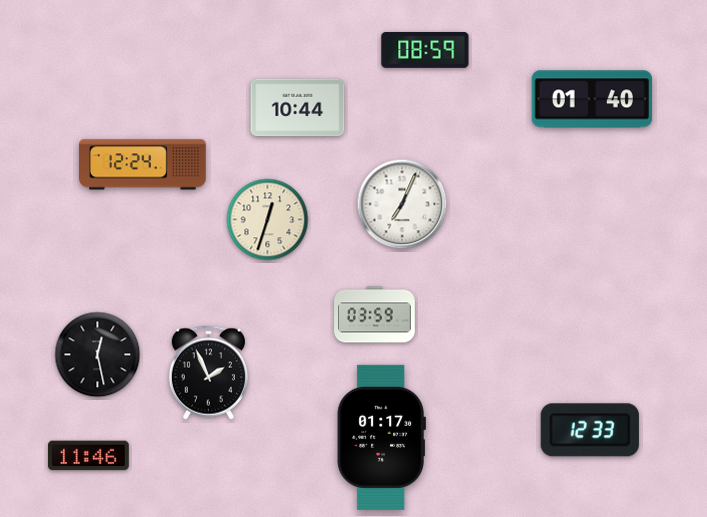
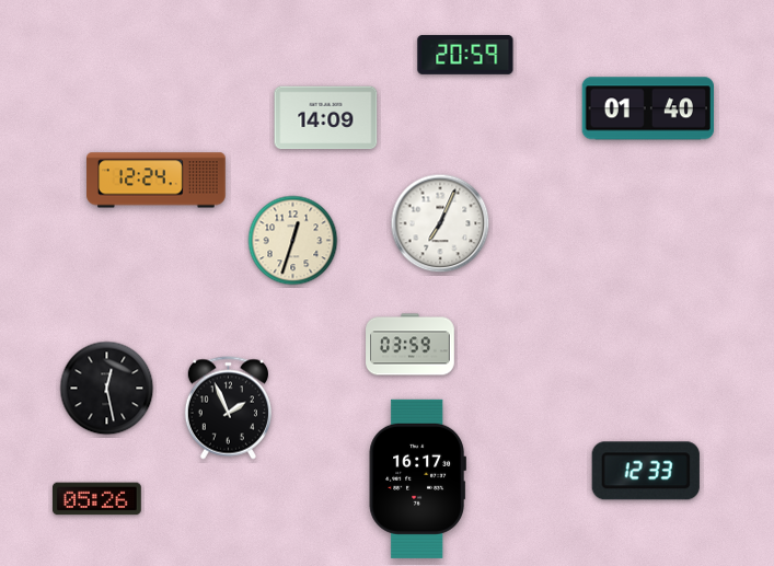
clock at (425, 50): 08:59 -> 20:59
clock at (298, 108): 10:44 -> 14:09
clock at (381, 437): 01:17 -> 16:17
clock at (89, 456): 11:46 -> 05:26
